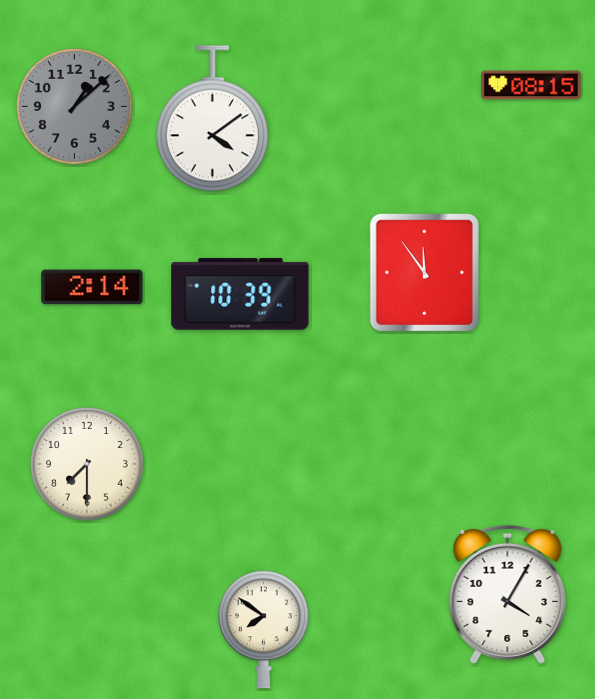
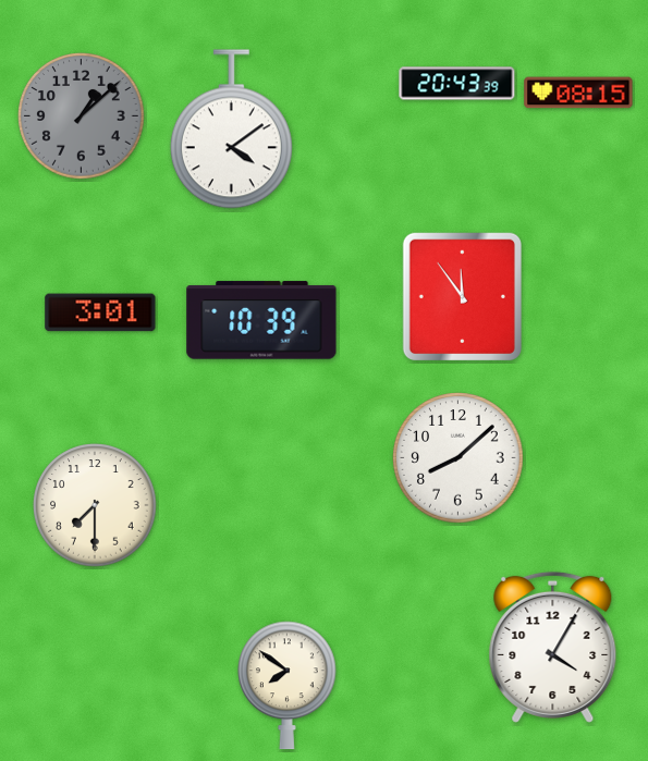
clock at (457, 84): none -> 20:43
clock at (92, 287): 2:14 -> 3:01
clock at (459, 458): none -> 8:08
